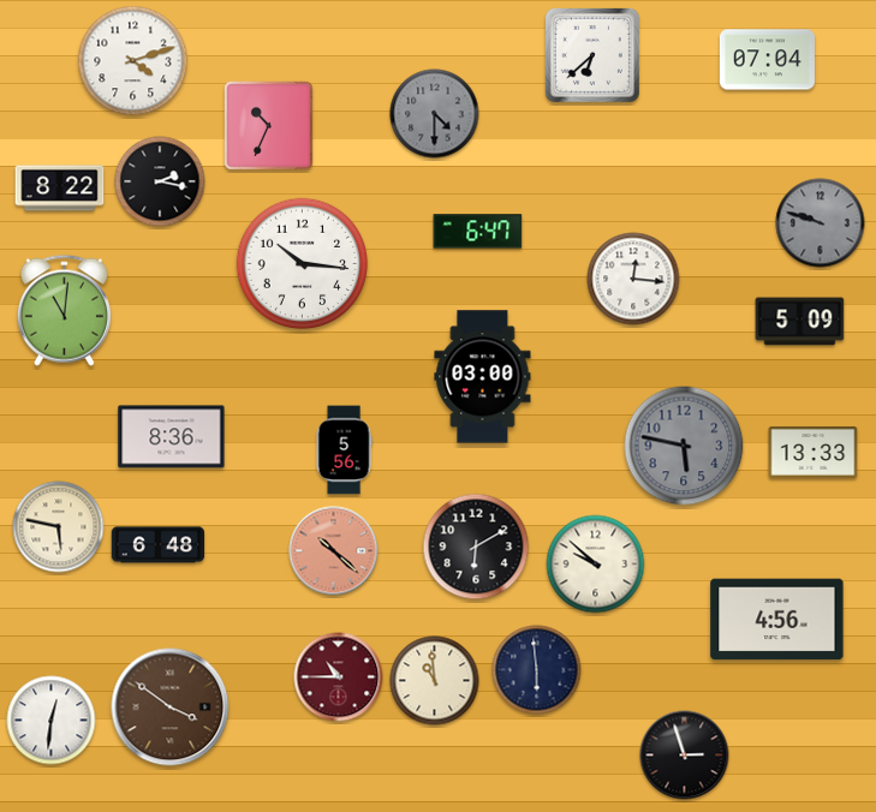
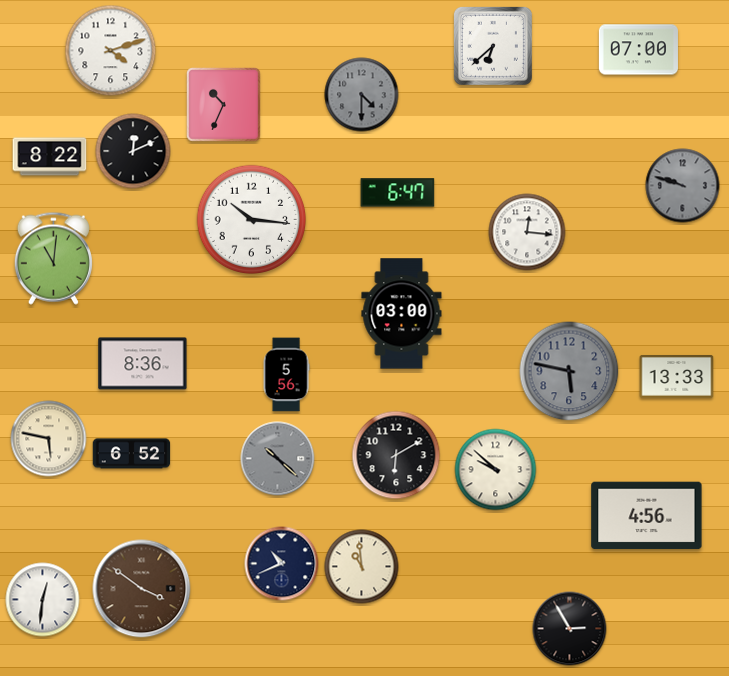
clock at (767, 60): 07:04 -> 07:00
clock at (160, 181): 2:17 -> 12:11
clock at (800, 322): 5:09 -> none
clock at (159, 545): 6:48 -> 6:52
clock at (334, 551) dial: salmon -> grey
clock at (537, 670): 5:59 -> none
clock at (339, 677): 10:45 -> 10:41
clock at (339, 677) dial: burgundy -> navy
clock at (685, 756): 2:57 -> 2:55
